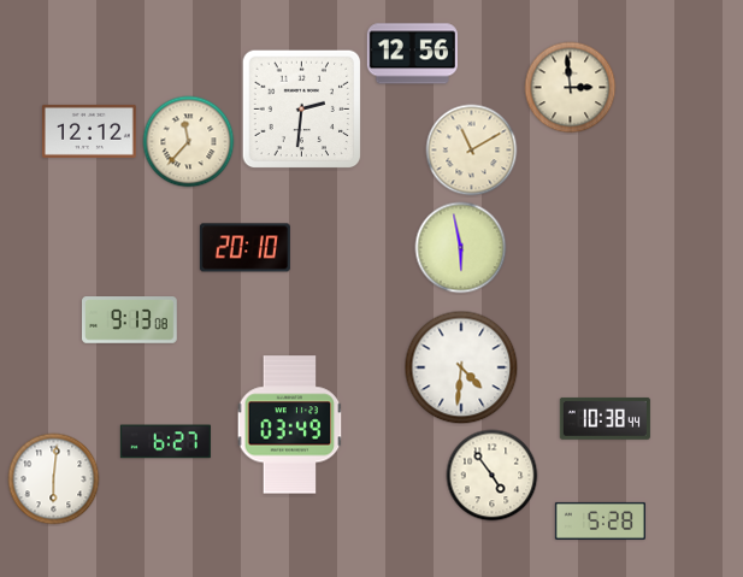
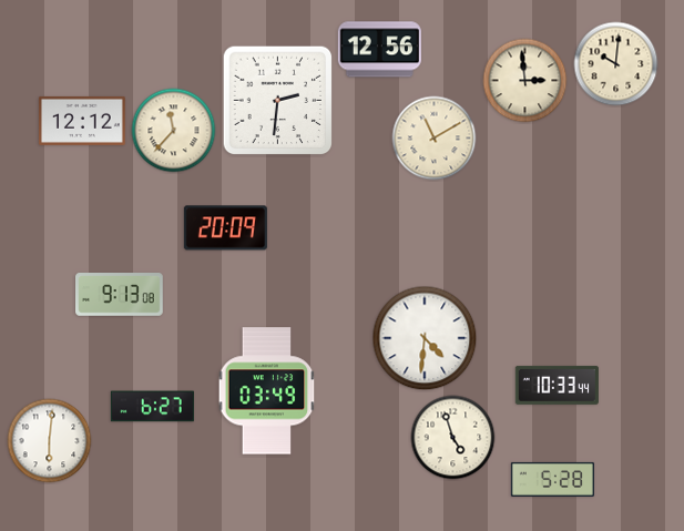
clock at (616, 64): none -> 10:01
clock at (244, 248): 20:10 -> 20:09
clock at (461, 248): 5:58 -> none
clock at (605, 418): 10:38 -> 10:33
clock at (493, 476): 4:54 -> 4:57
